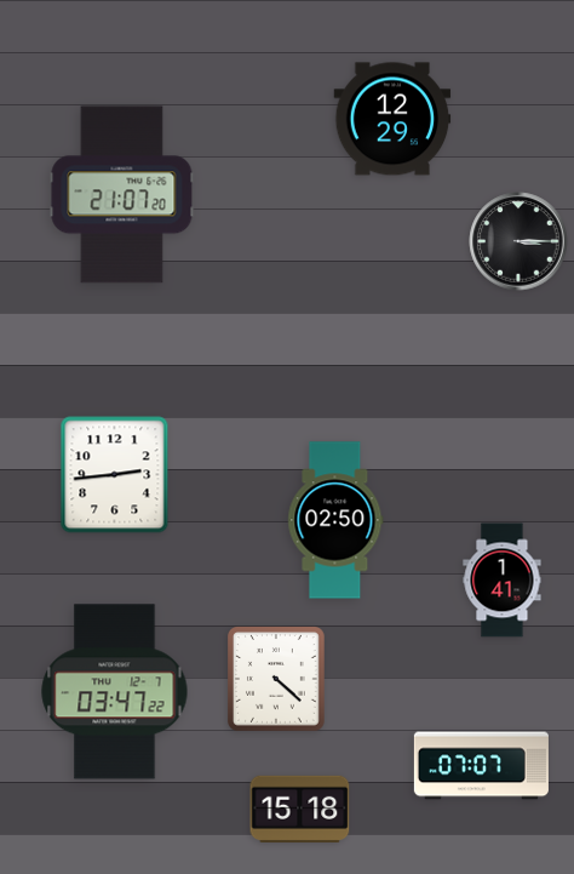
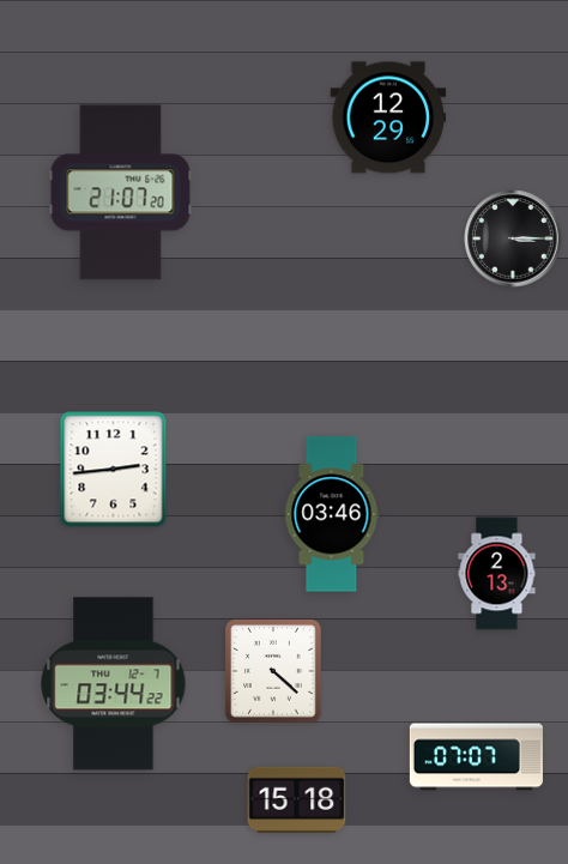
clock at (335, 520): 02:50 -> 03:46
clock at (503, 581): 1:41 -> 2:13
clock at (115, 692): 03:47 -> 03:44
